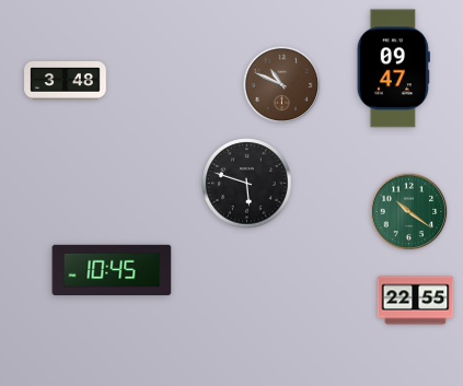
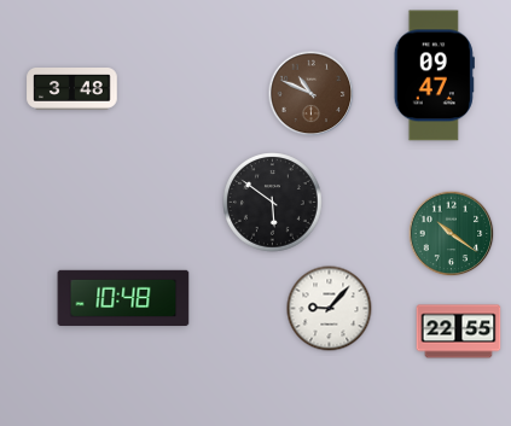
clock at (247, 184): 5:48 -> 5:51
clock at (112, 270): 10:45 -> 10:48
clock at (330, 309): none -> 9:07
